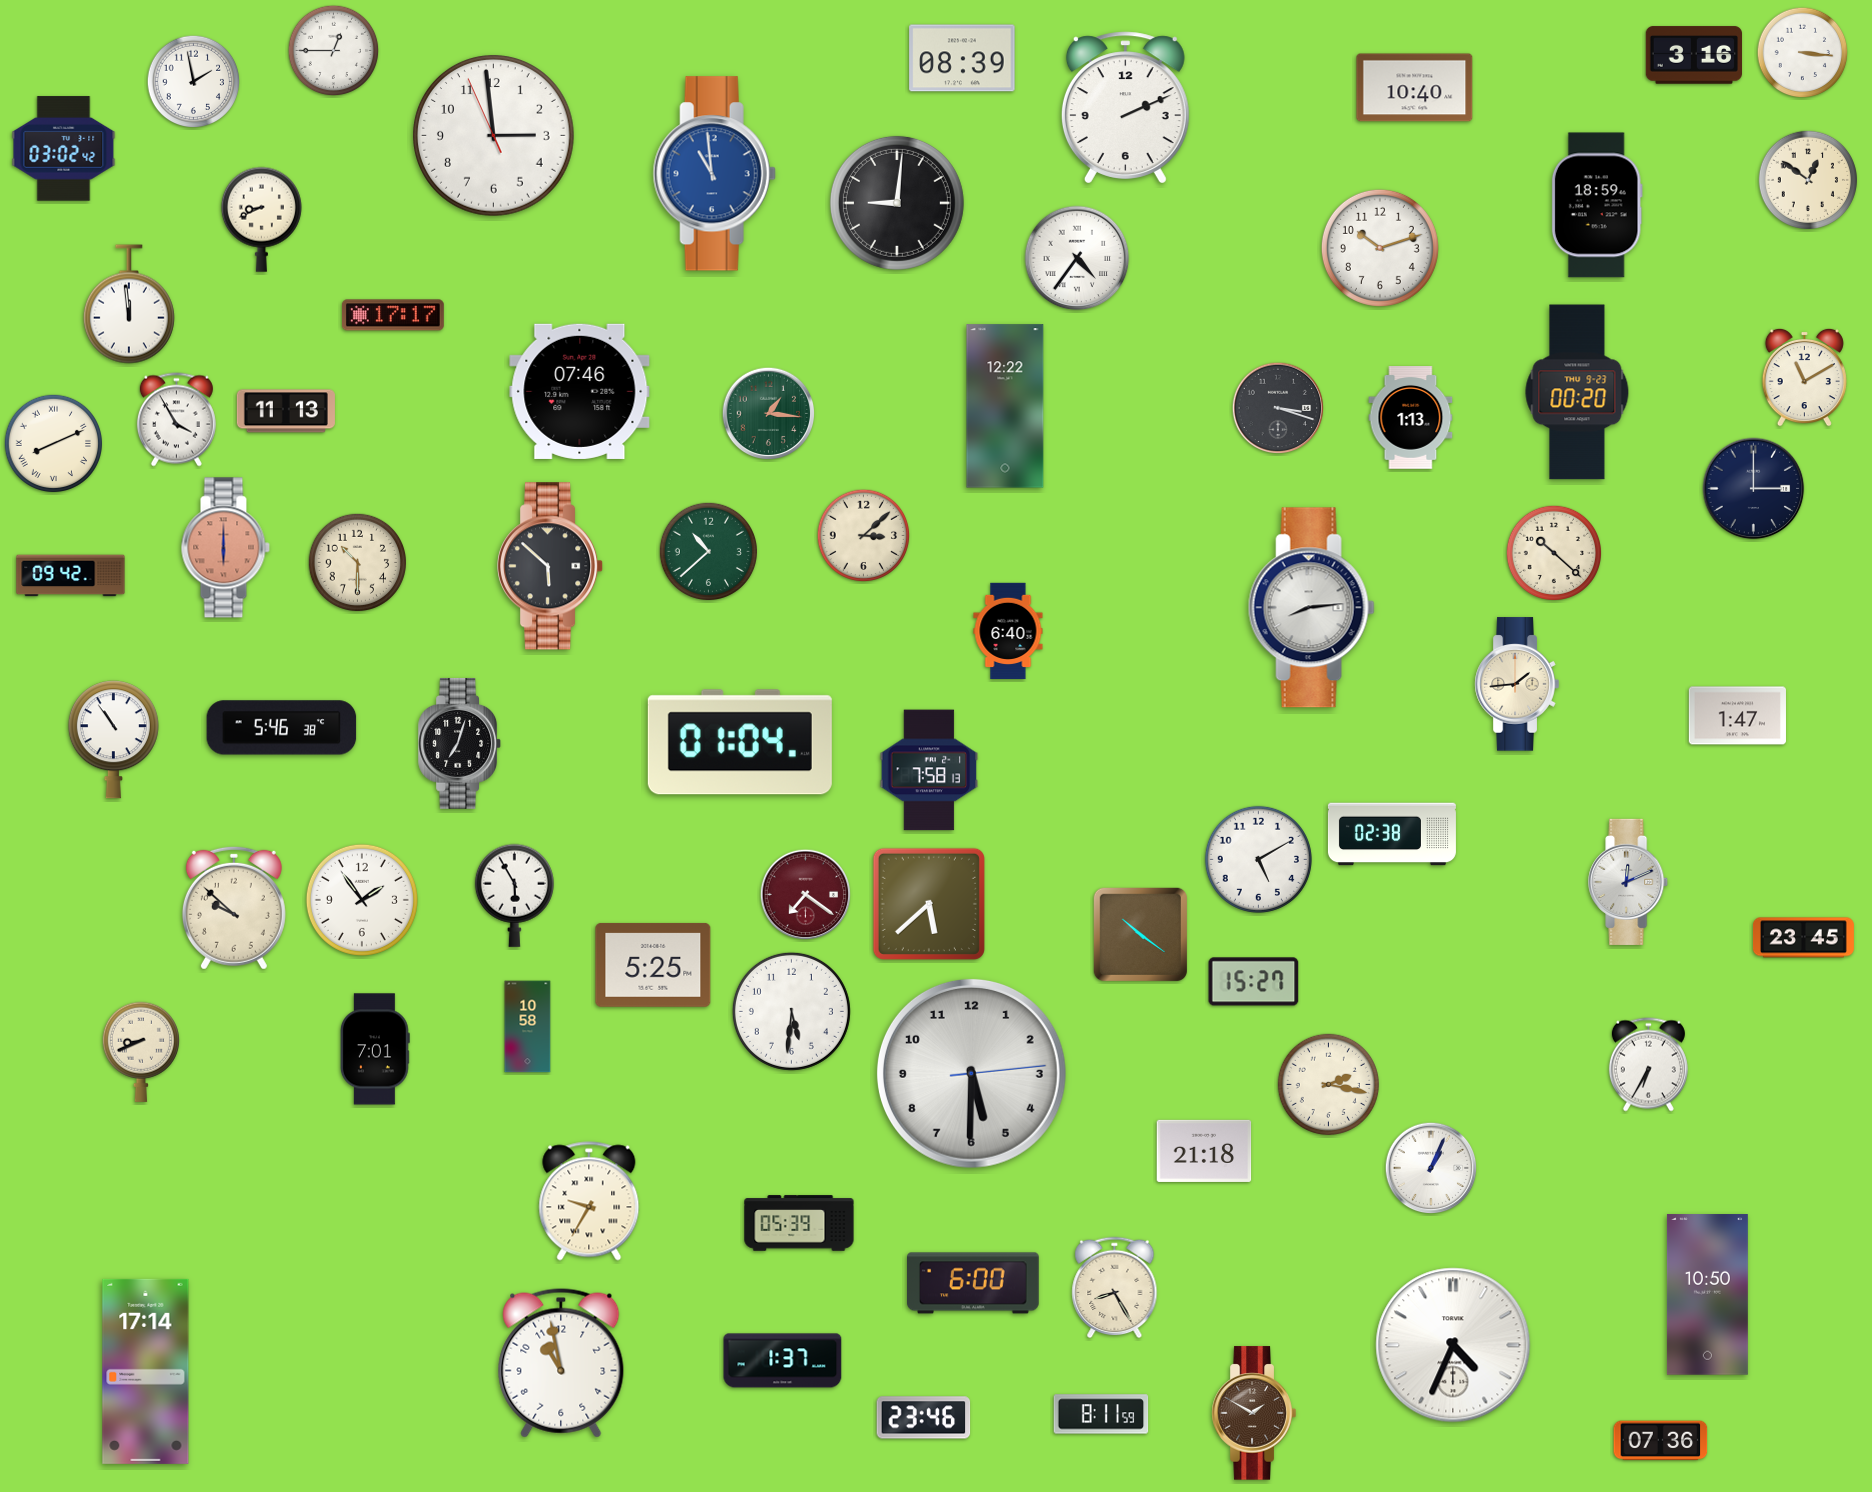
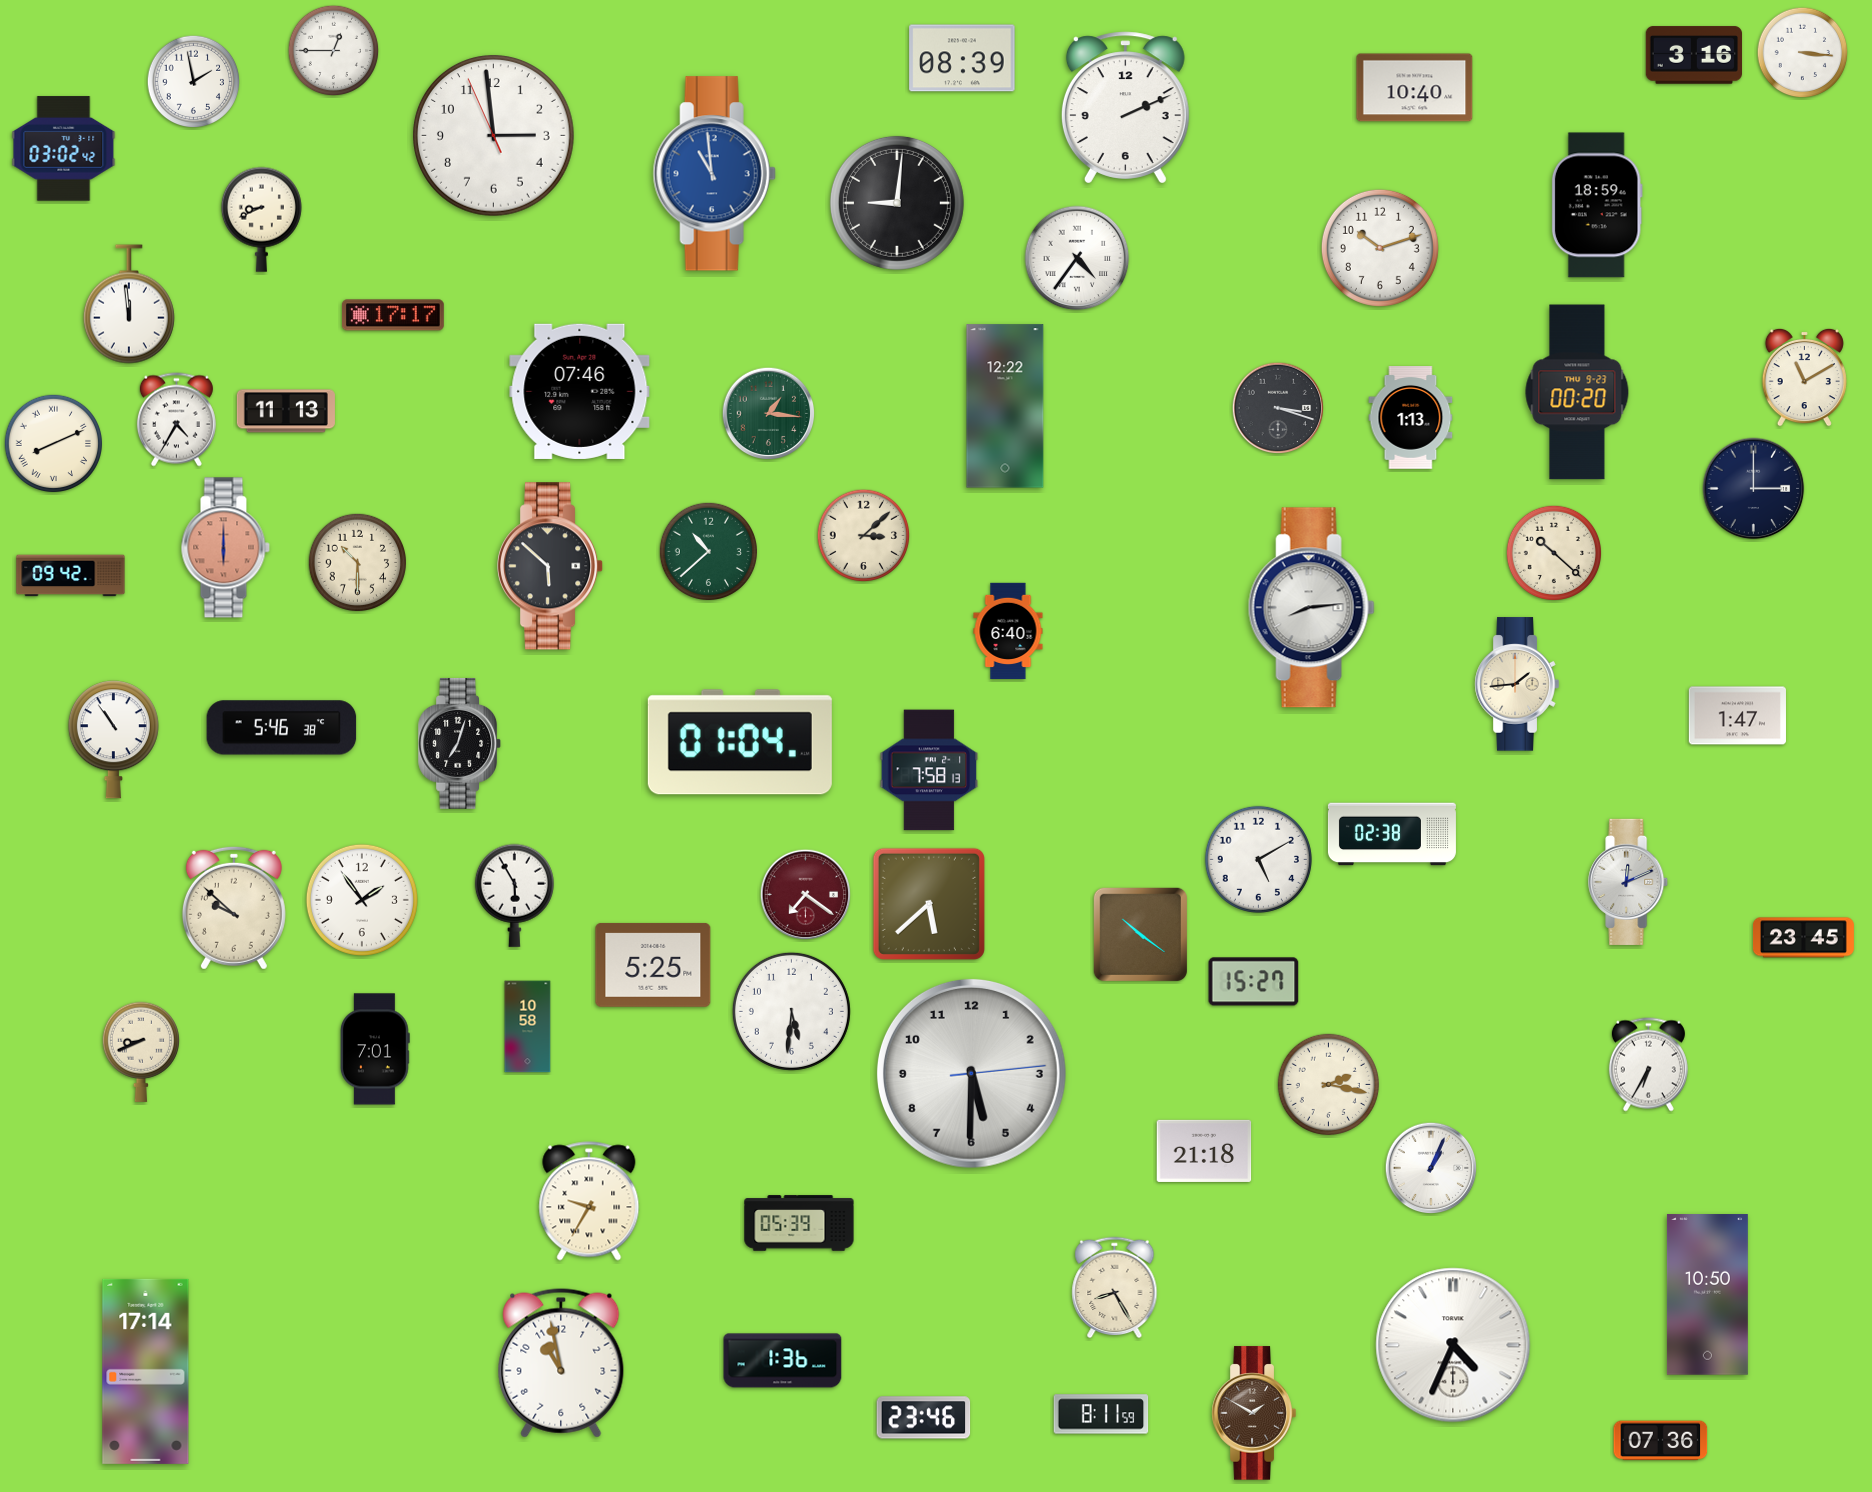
clock at (1807, 179): 12:51 -> none
clock at (176, 420): 3:55 -> 4:35
clock at (974, 1283): 6:00 -> none
clock at (783, 1361): 1:37 -> 1:36
